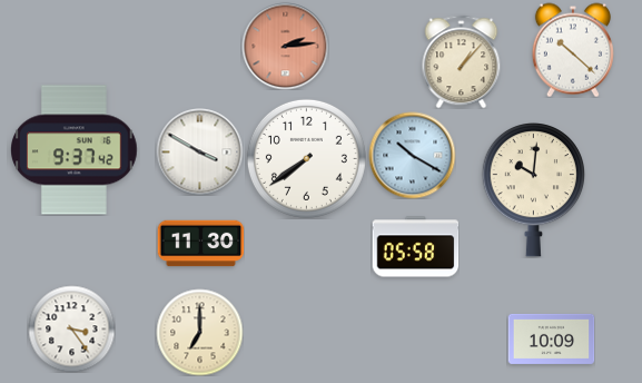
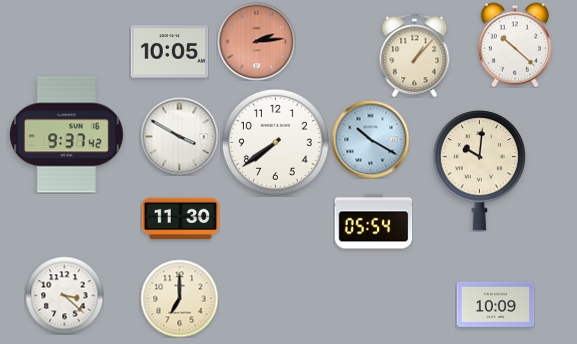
clock at (169, 52): none -> 10:05
clock at (415, 247): 05:58 -> 05:54
clock at (71, 328): 3:24 -> 3:22
